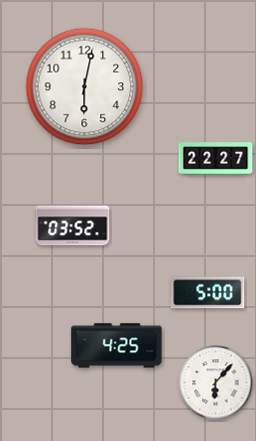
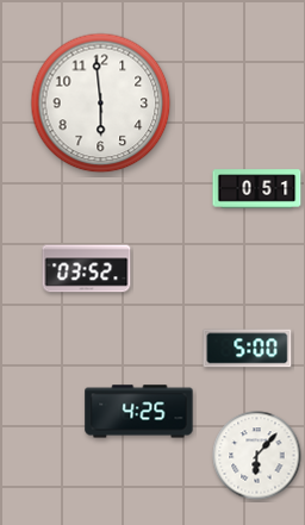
clock at (85, 87): 6:02 -> 5:59
clock at (216, 159): 22:27 -> 0:51
